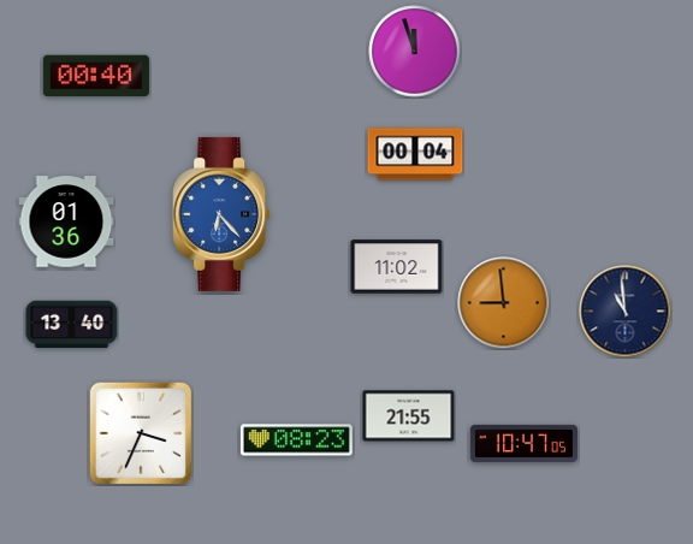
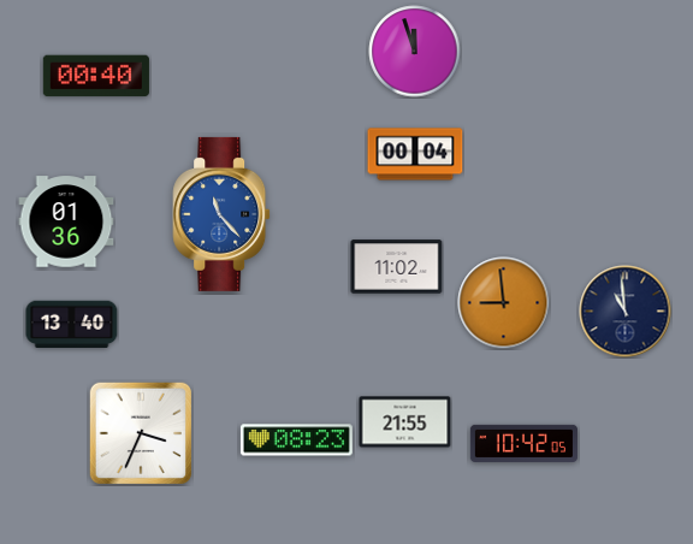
clock at (221, 214): 6:23 -> 11:23
clock at (409, 416) position: (409, 416) -> (405, 422)
clock at (523, 443): 10:47 -> 10:42
